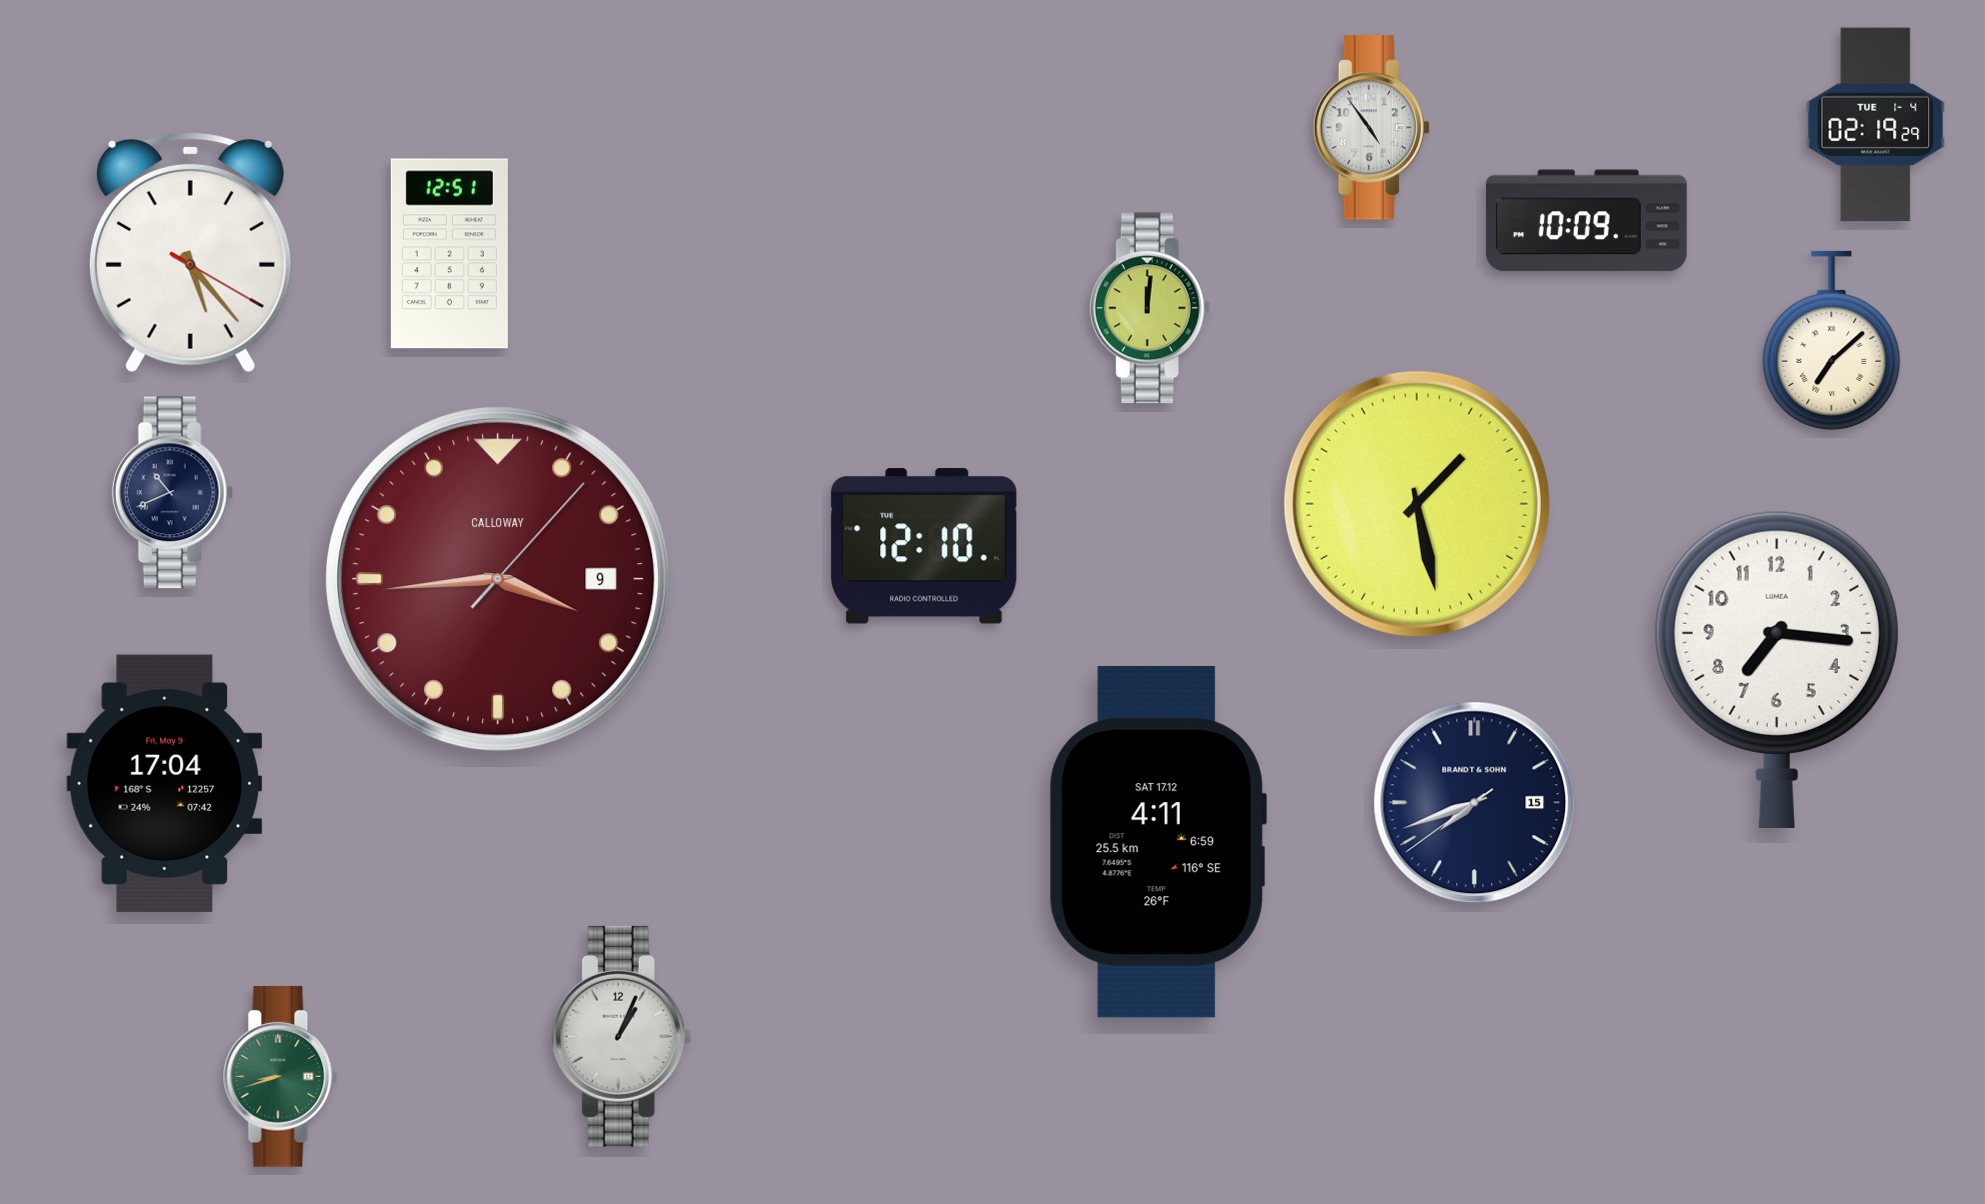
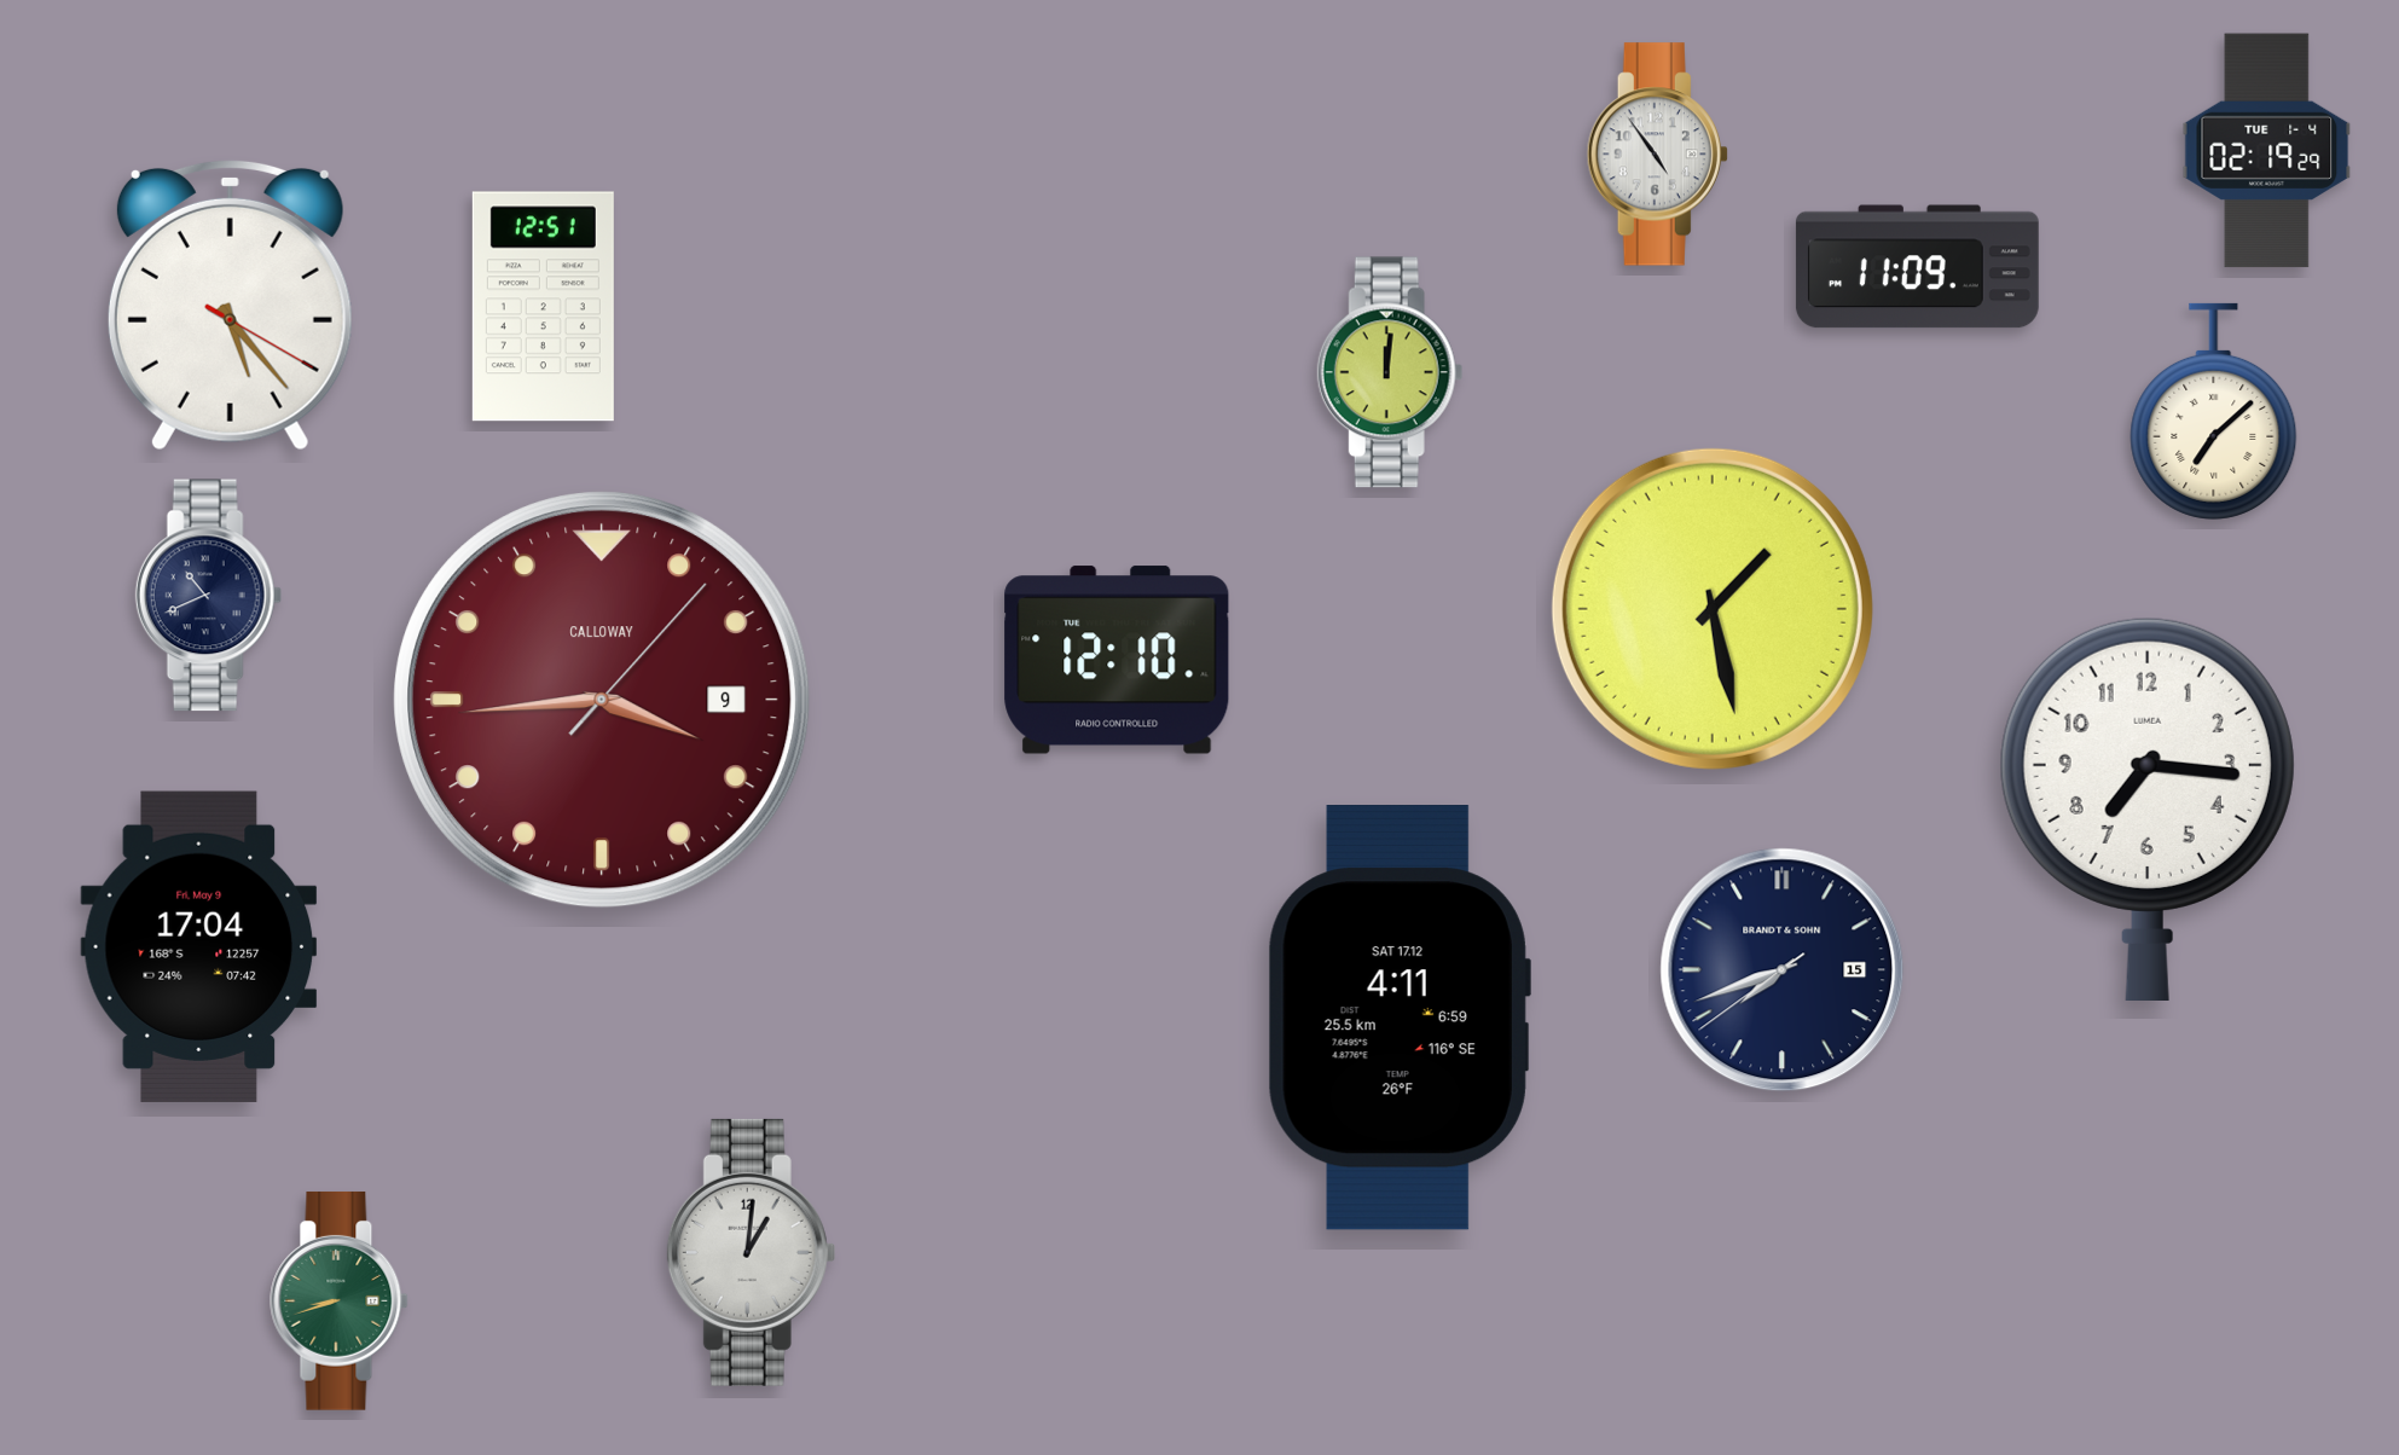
clock at (1586, 221): 10:09 -> 11:09
clock at (622, 1036): 1:04 -> 1:01
